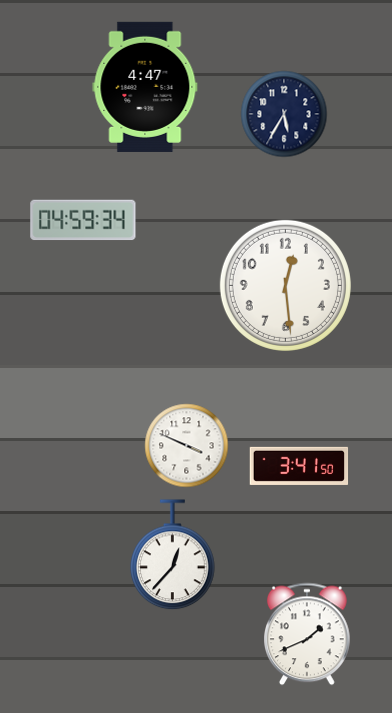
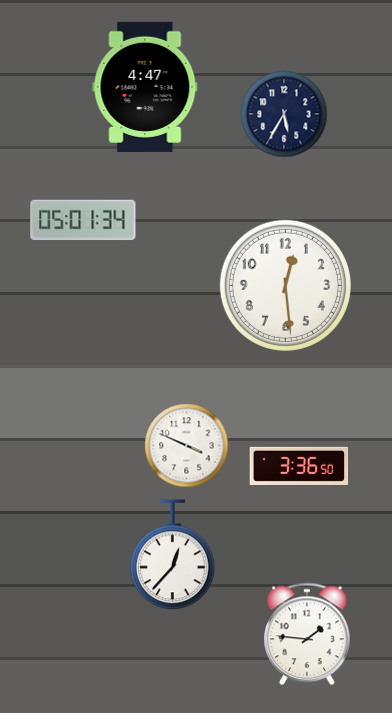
clock at (83, 220): 04:59 -> 05:01
clock at (299, 466): 3:41 -> 3:36
clock at (308, 634): 1:41 -> 1:46
